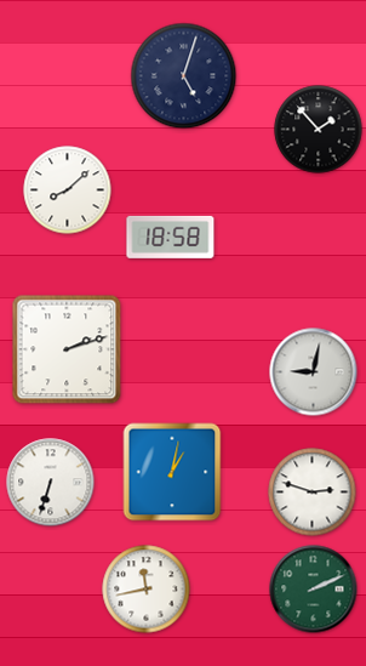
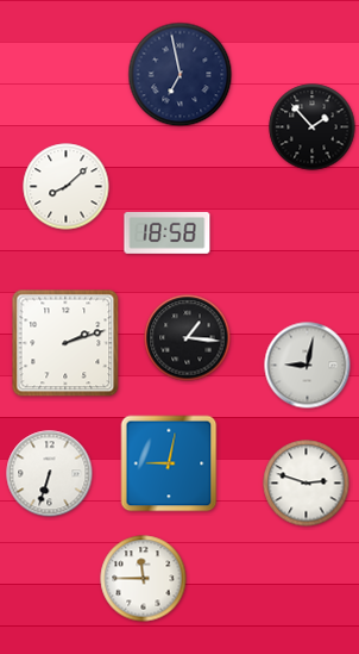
clock at (184, 76): 5:03 -> 6:58
clock at (188, 338): none -> 1:16
clock at (172, 472): 1:02 -> 9:02
clock at (147, 590): 11:43 -> 11:45
clock at (314, 590): 2:11 -> none
